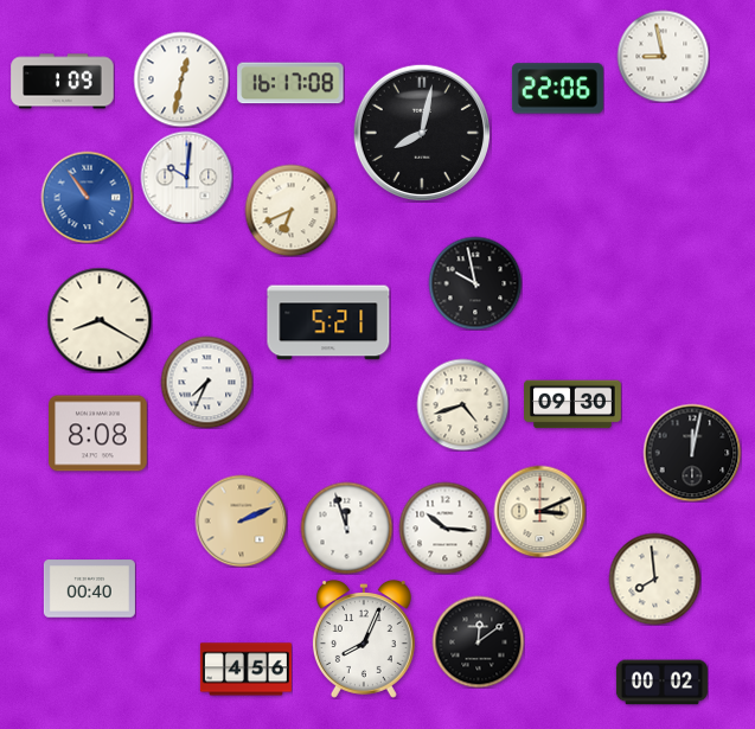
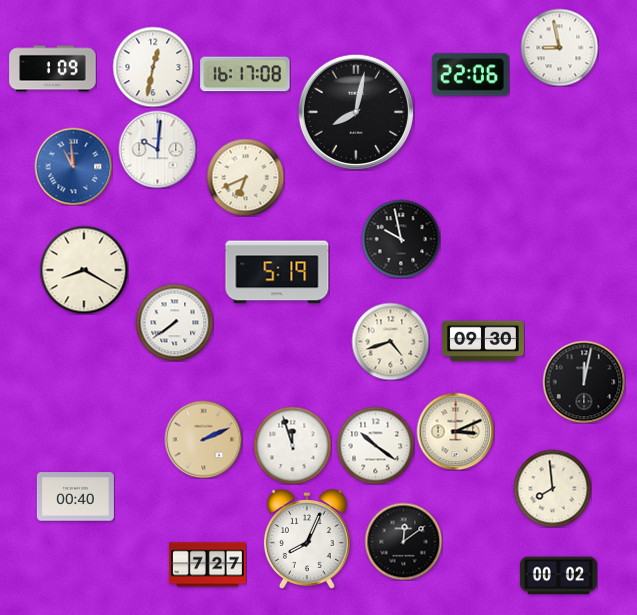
clock at (290, 83) position: (290, 83) -> (245, 74)
clock at (87, 197): 10:54 -> 10:59
clock at (328, 322): 5:21 -> 5:19
clock at (206, 382): 7:34 -> 7:39
clock at (98, 434): 8:08 -> none
clock at (444, 527): 10:16 -> 10:21
clock at (245, 670): 4:56 -> 7:27
